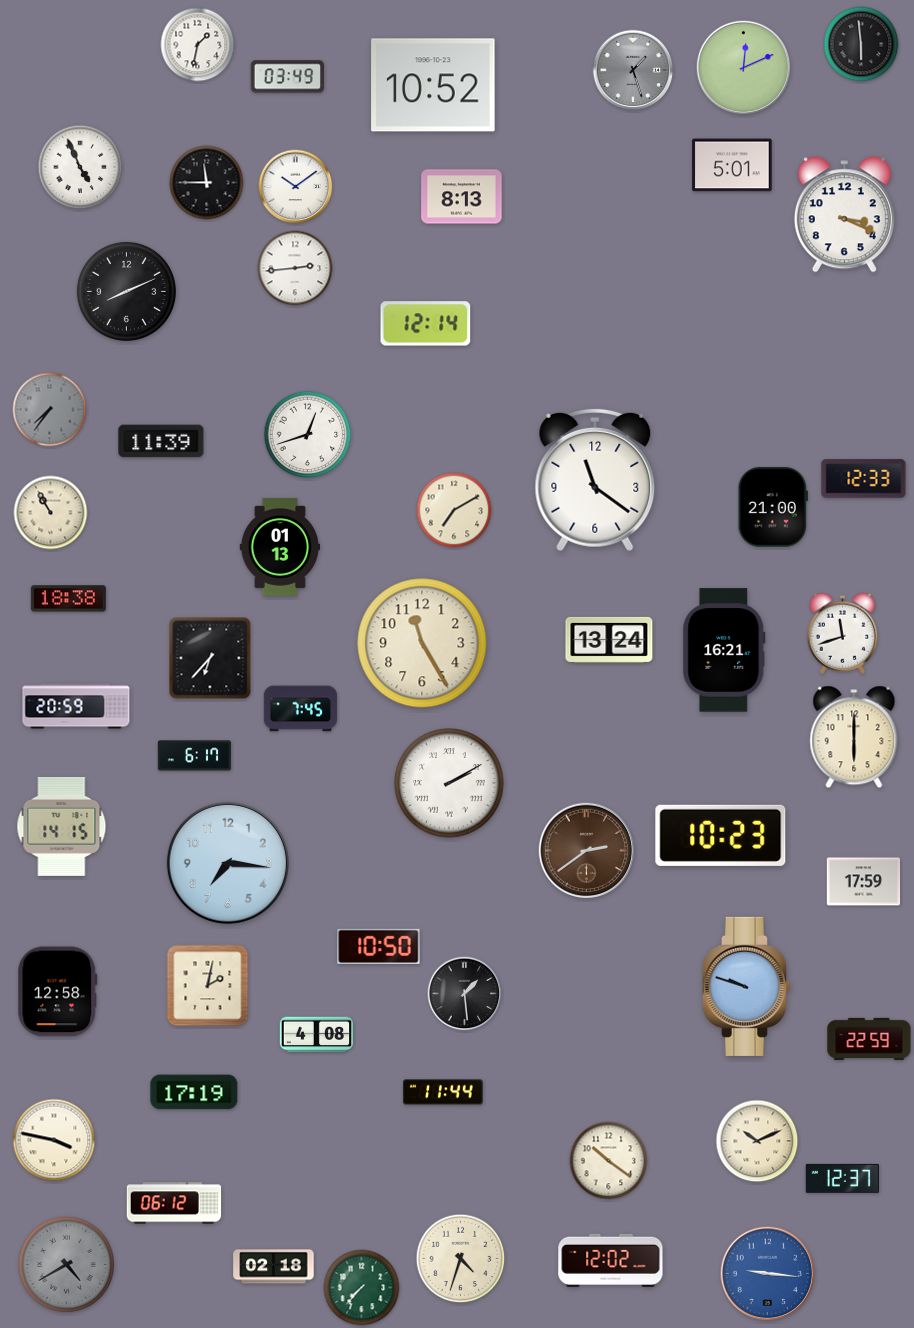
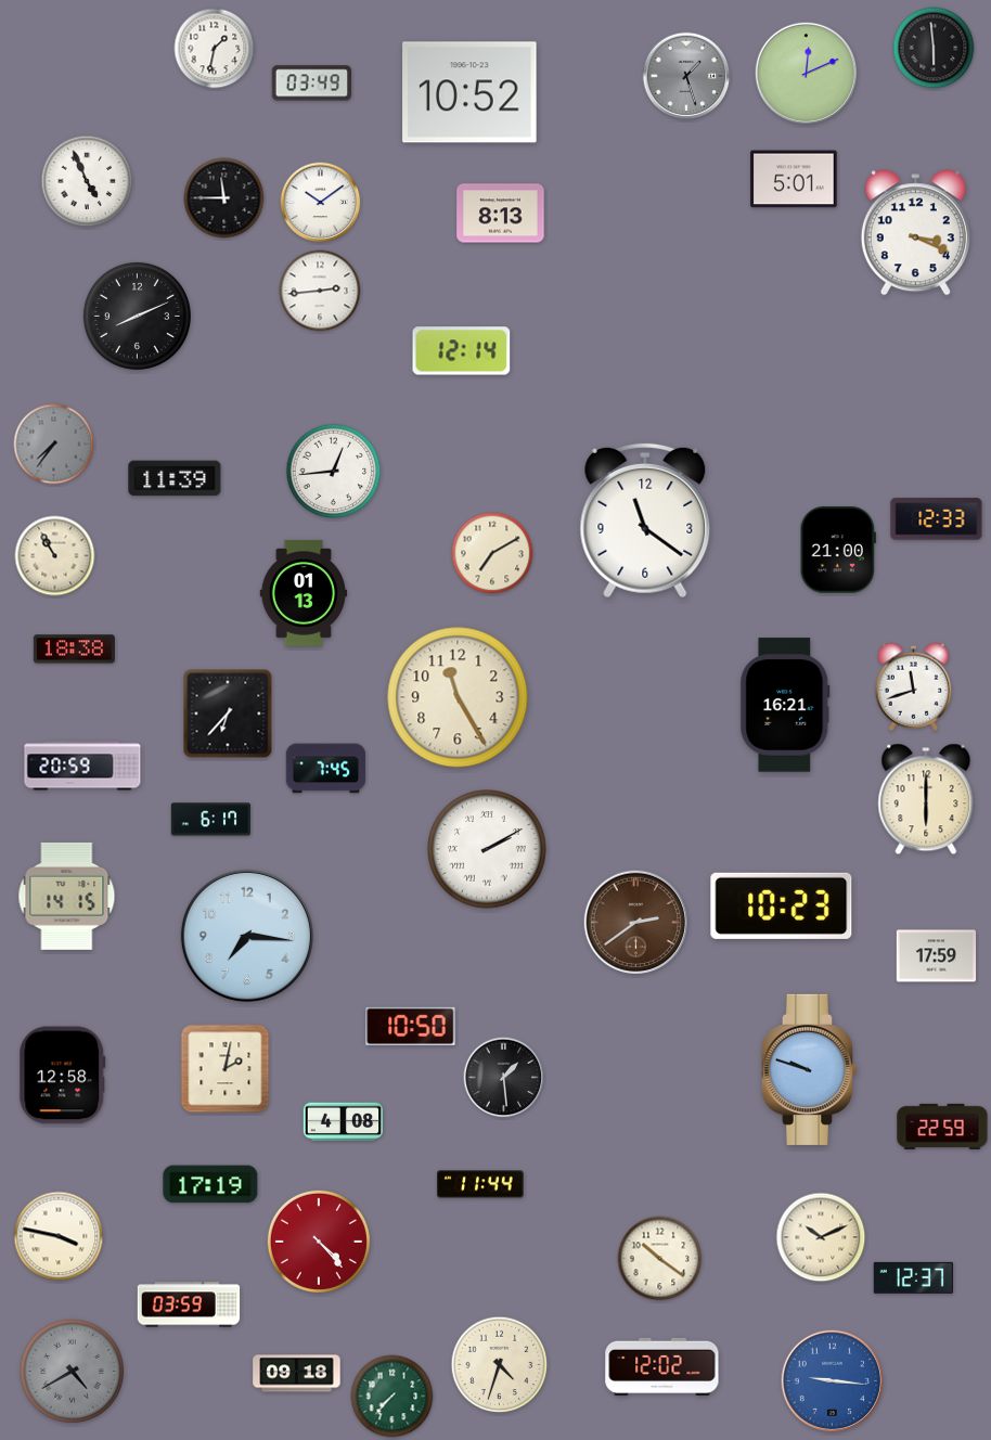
clock at (308, 435): 12:42 -> 12:44
clock at (609, 640): 13:24 -> none
clock at (319, 1242): none -> 4:23
clock at (174, 1203): 06:12 -> 03:59
clock at (274, 1267): 02:18 -> 09:18
